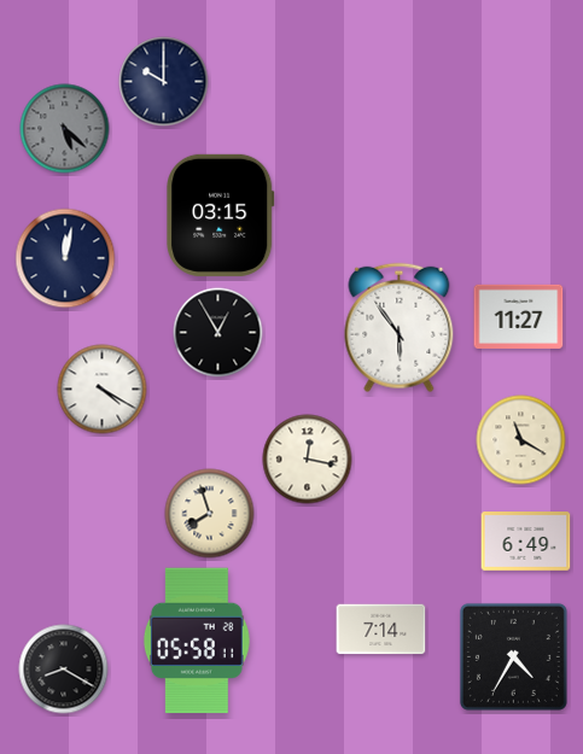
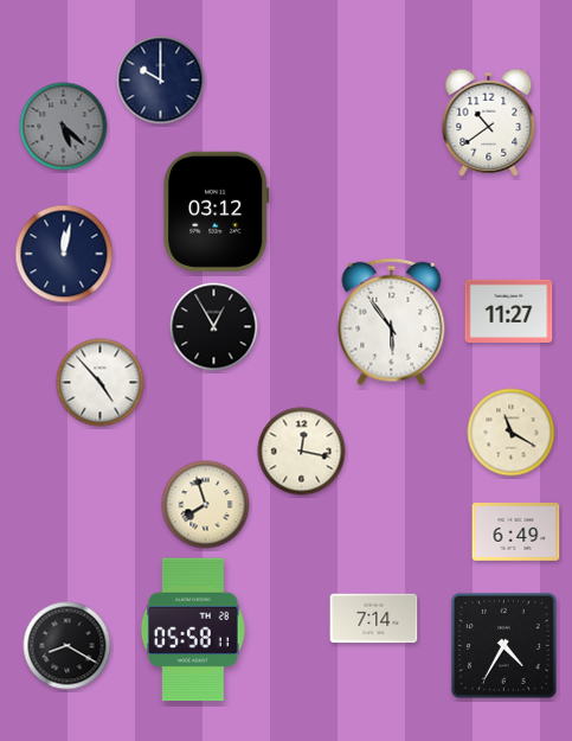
clock at (489, 122): none -> 10:39
clock at (221, 215): 03:15 -> 03:12
clock at (103, 390): 4:20 -> 4:53
clock at (64, 670) position: (64, 670) -> (68, 646)
